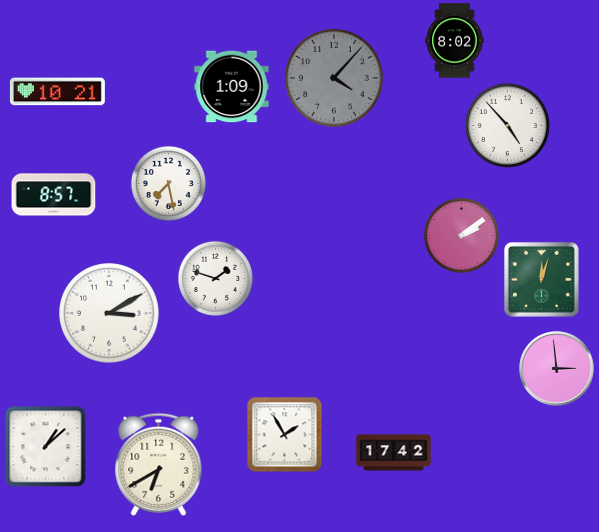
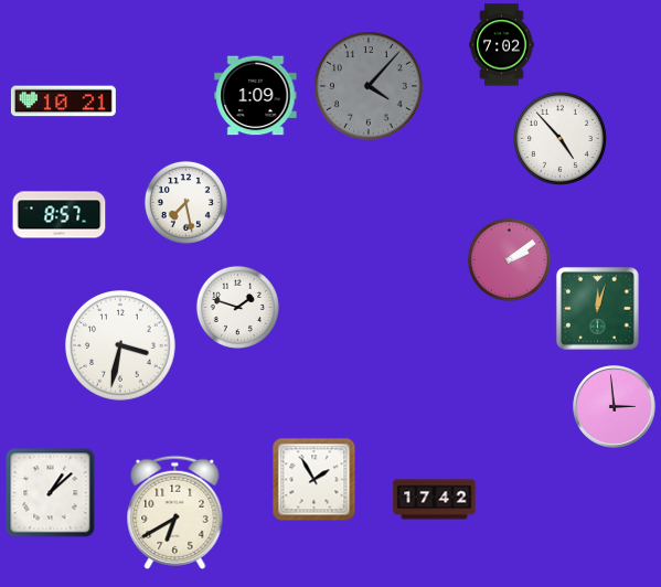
clock at (455, 41): 8:02 -> 7:02
clock at (109, 313): 3:10 -> 3:32
